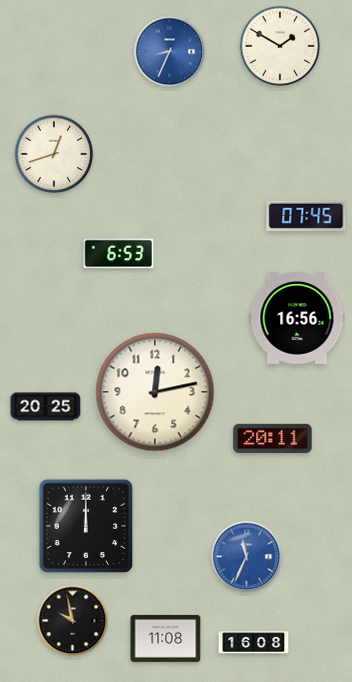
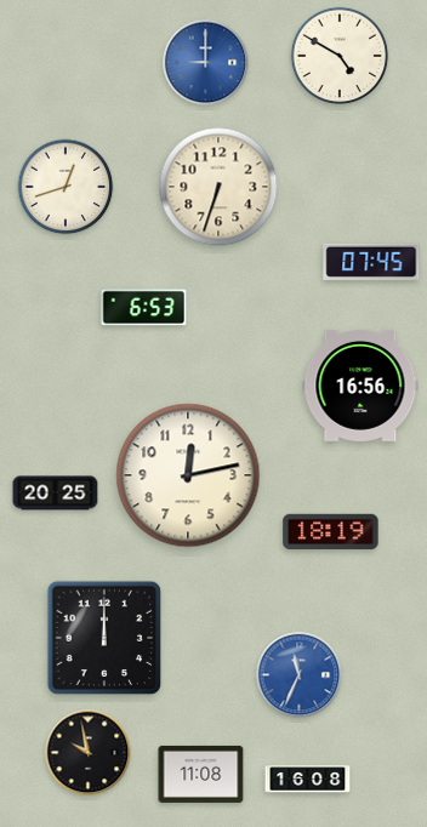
clock at (280, 46): 1:50 -> 4:50
clock at (170, 52): 8:34 -> 9:00
clock at (218, 187): none -> 6:33
clock at (273, 439): 20:11 -> 18:19
